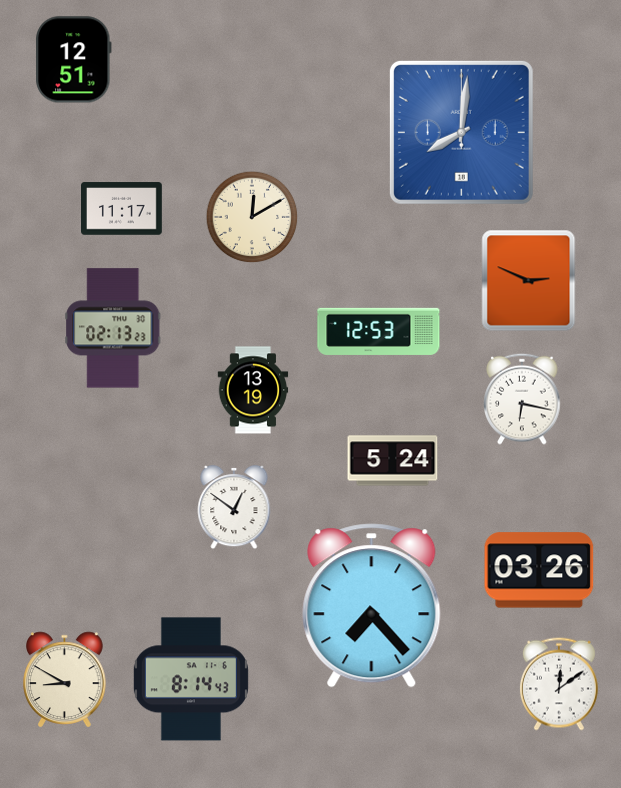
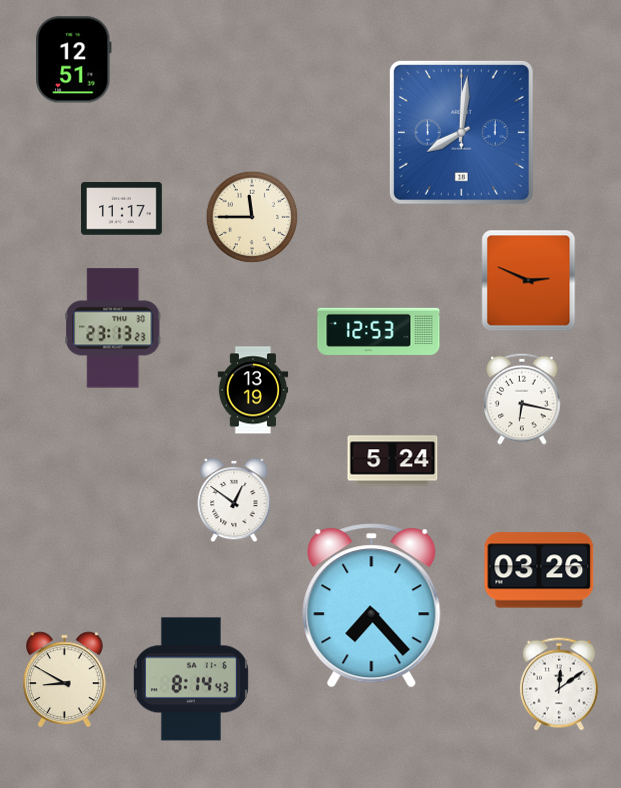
clock at (252, 217): 12:10 -> 11:45
clock at (113, 328): 02:13 -> 23:13
clock at (234, 507) position: (234, 507) -> (234, 500)
